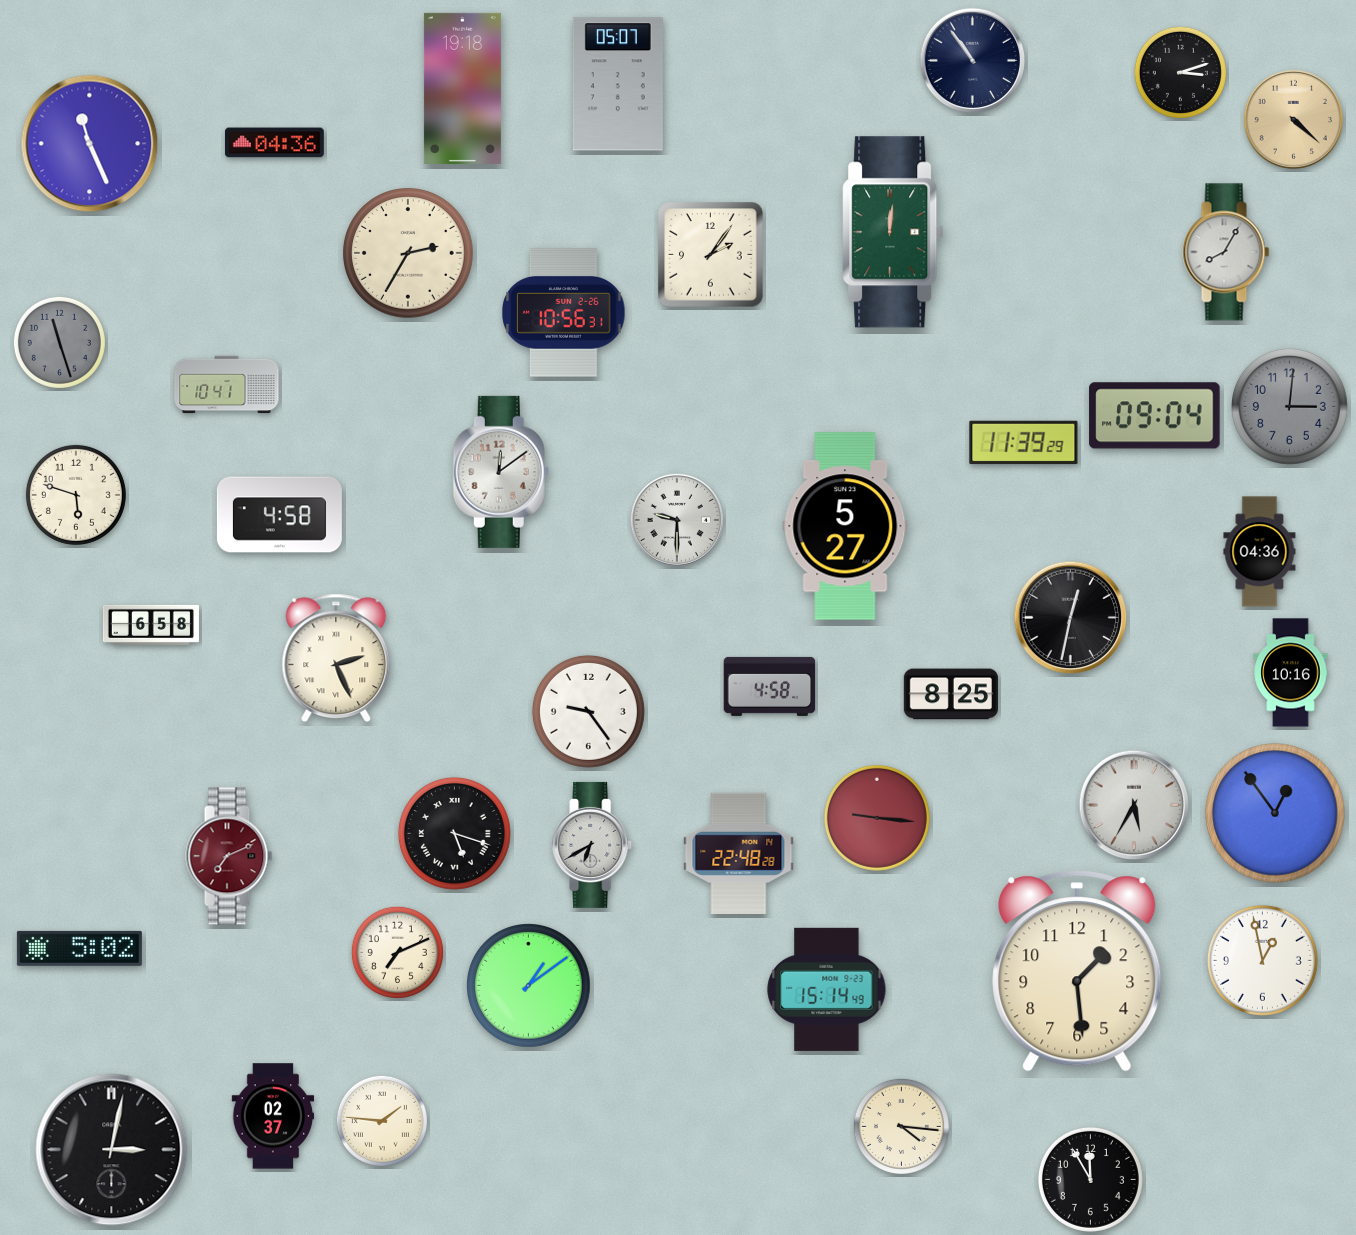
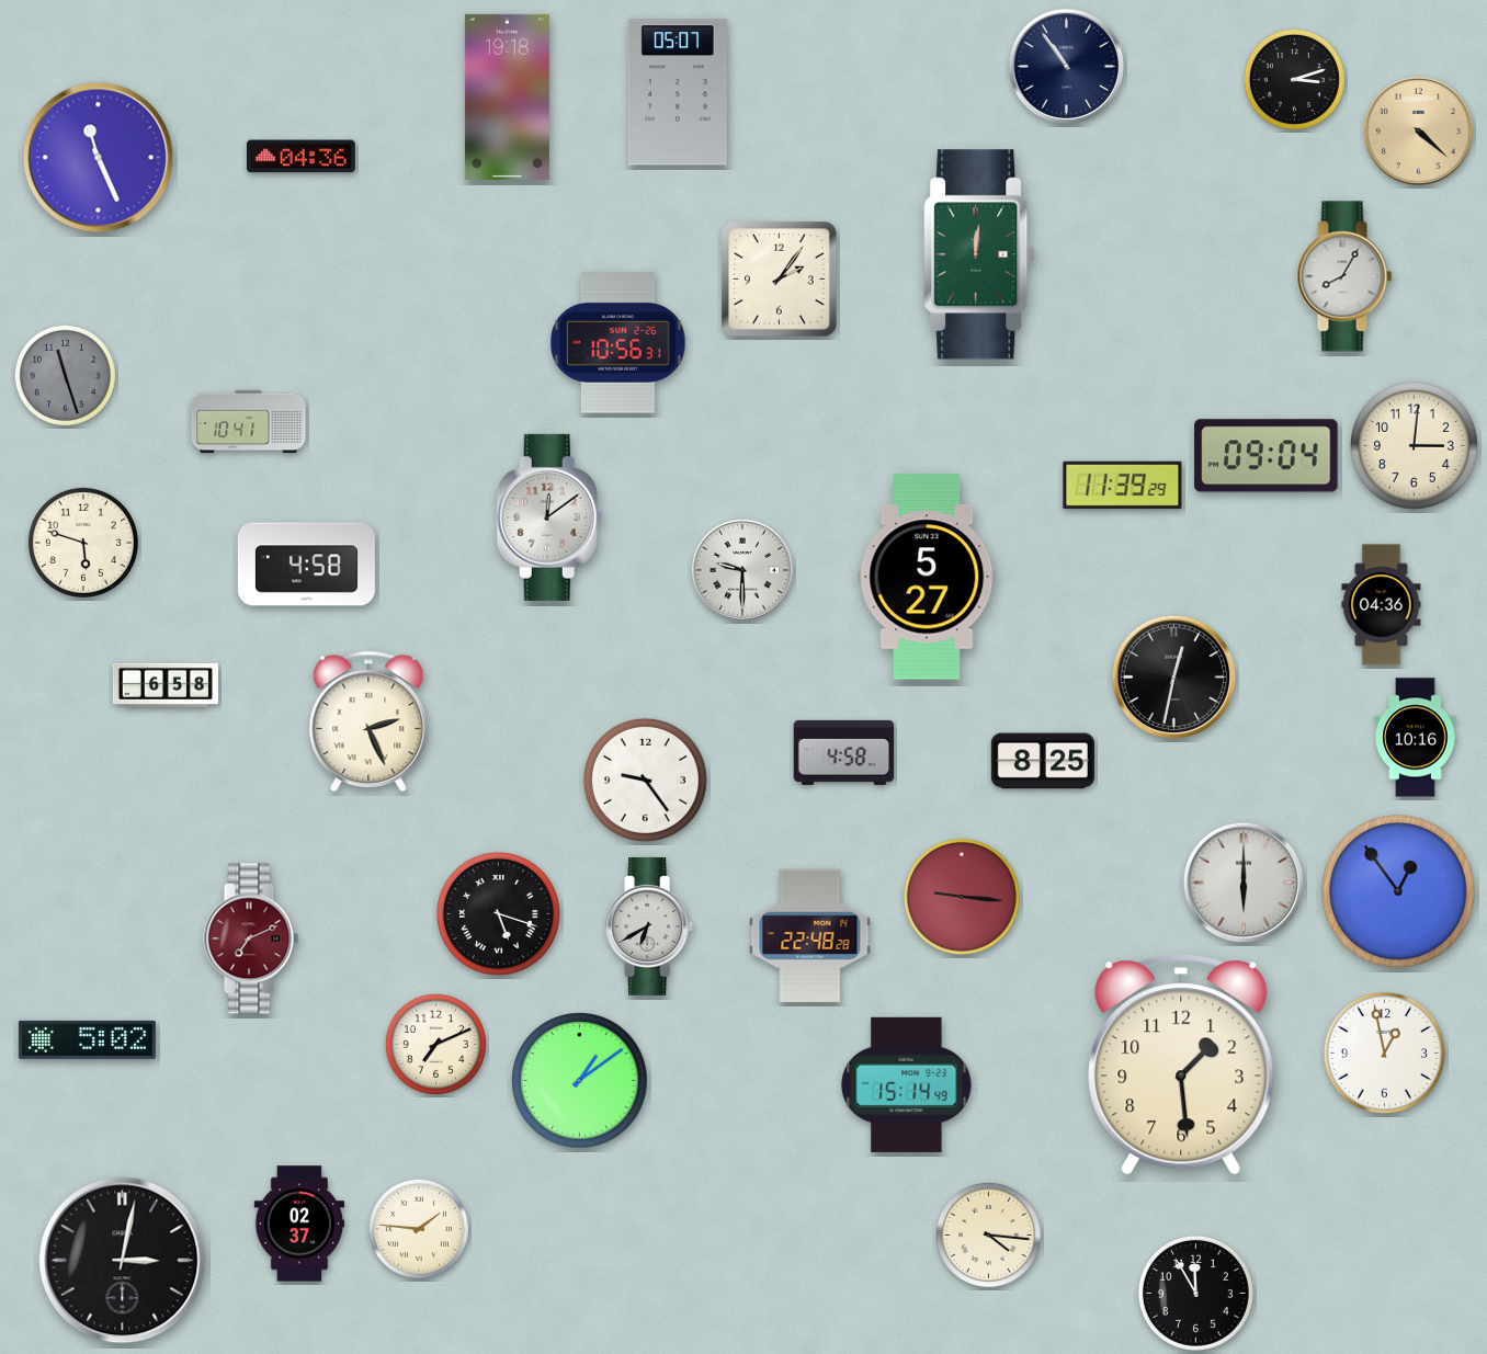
clock at (408, 253): 2:35 -> none
clock at (1289, 406) dial: grey -> cream
clock at (1134, 805): 5:35 -> 6:00
